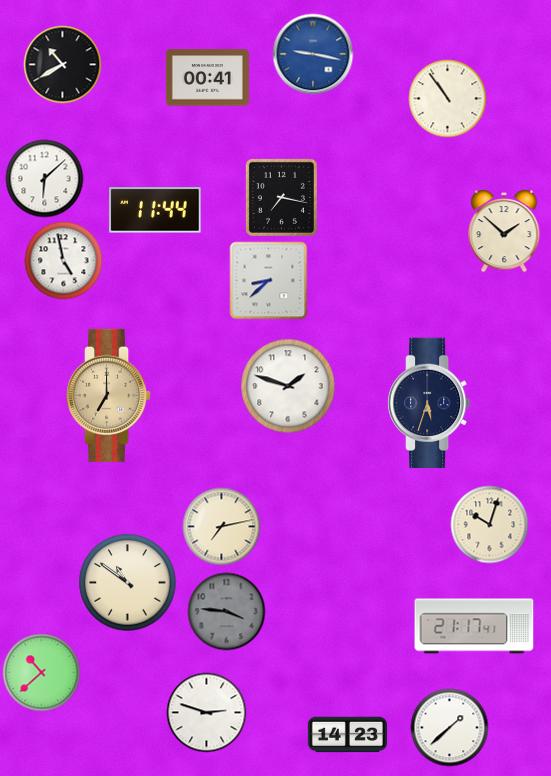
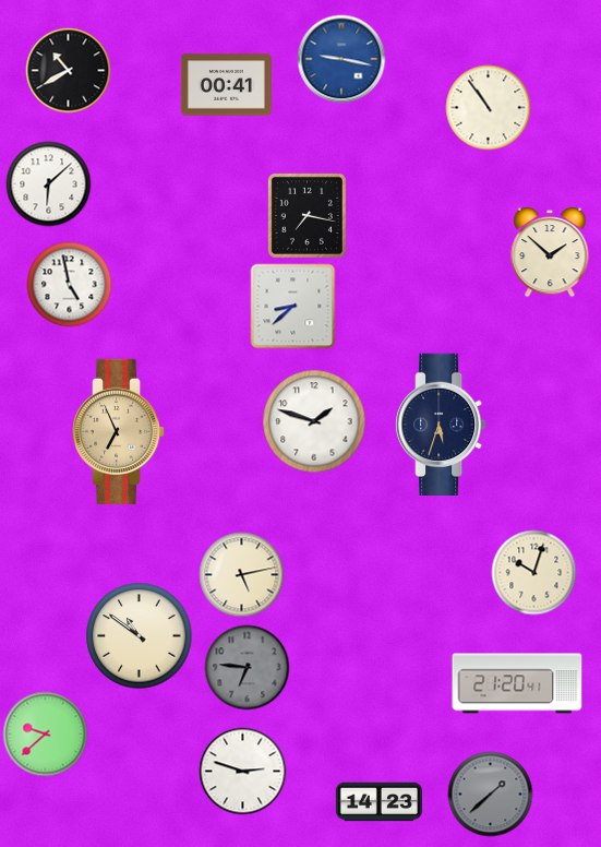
clock at (44, 178) position: (44, 178) -> (48, 183)
clock at (155, 210): 11:44 -> none
clock at (110, 395): 7:00 -> 6:56
clock at (430, 402) position: (430, 402) -> (442, 423)
clock at (221, 526): 7:13 -> 5:13
clock at (226, 611): 3:46 -> 6:46
clock at (474, 626): 21:17 -> 21:20
clock at (41, 672): 10:38 -> 9:38
clock at (206, 712) position: (206, 712) -> (242, 771)
clock at (449, 727) dial: white -> grey
